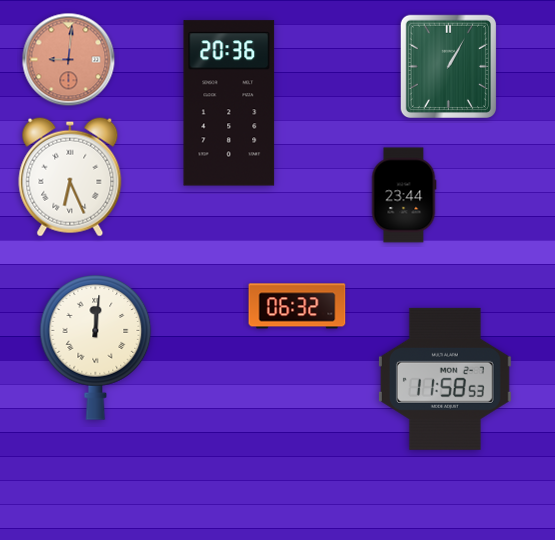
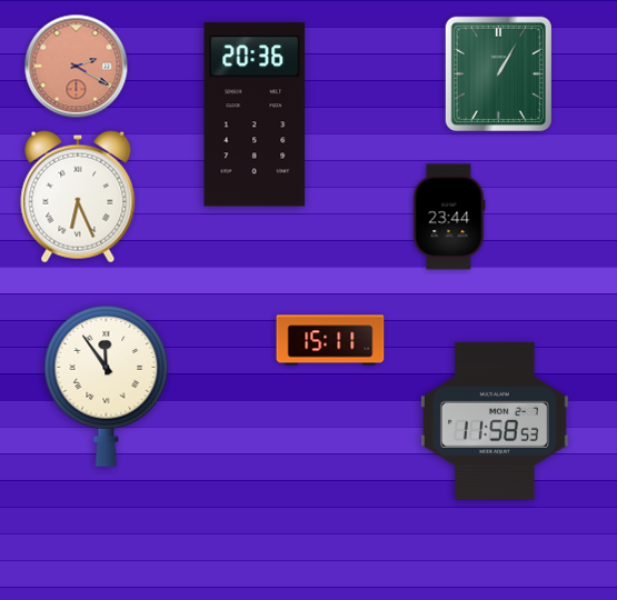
clock at (69, 60): 9:01 -> 2:20
clock at (297, 306): 06:32 -> 15:11
clock at (96, 348): 12:01 -> 11:54
